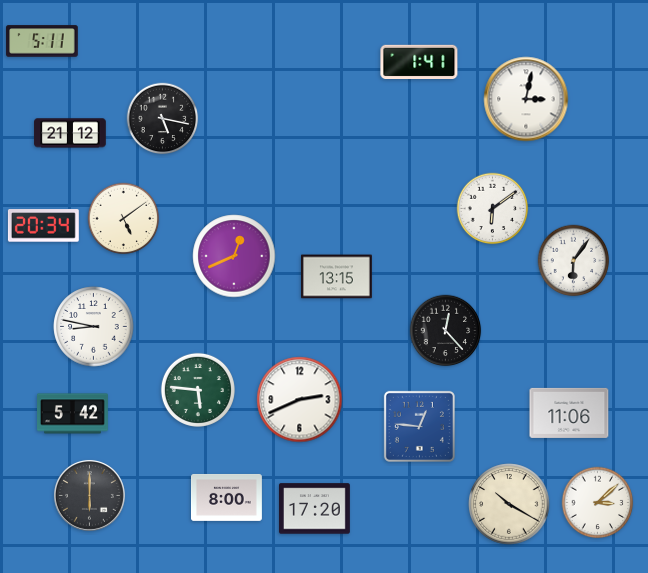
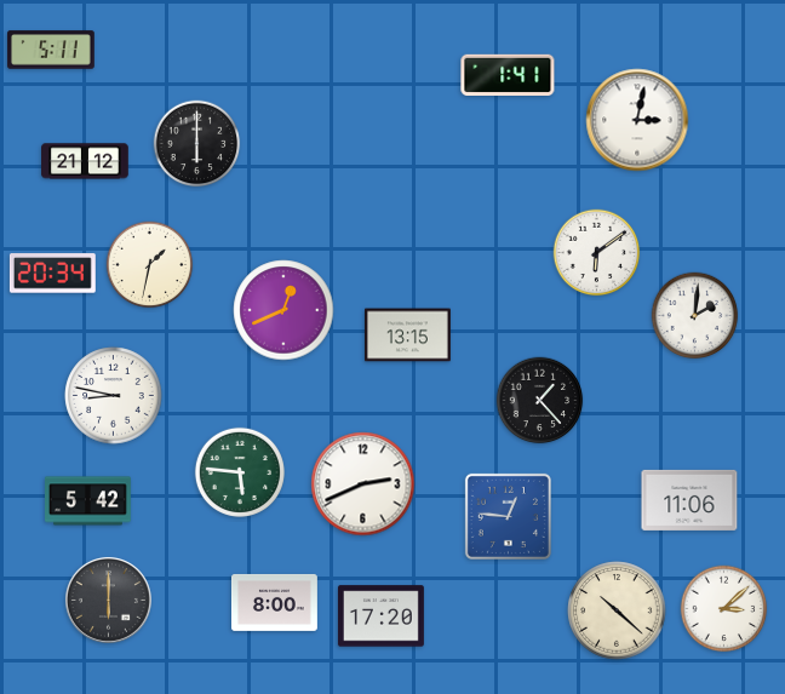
clock at (163, 119): 5:17 -> 6:00
clock at (124, 219): 5:09 -> 1:32
clock at (574, 261): 6:06 -> 2:01
clock at (446, 331): 12:23 -> 1:23
clock at (509, 504): 10:20 -> 10:22
